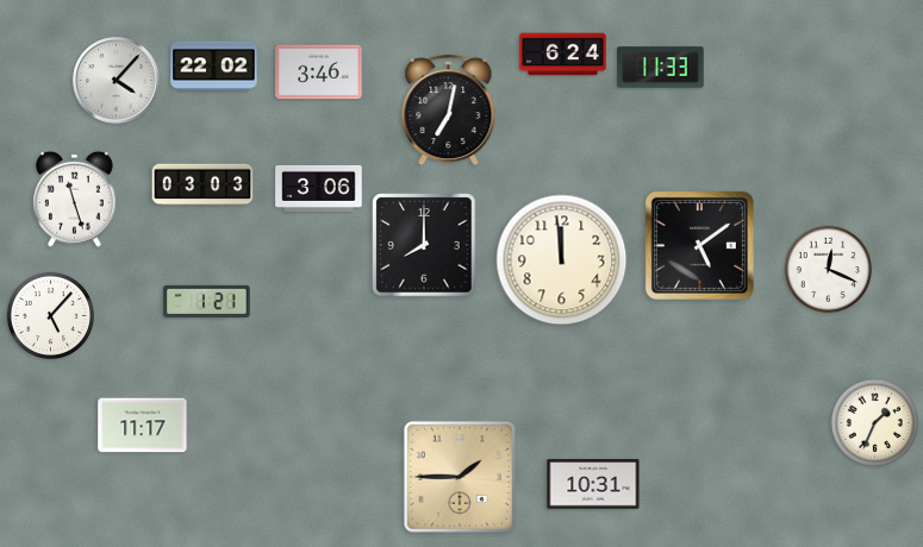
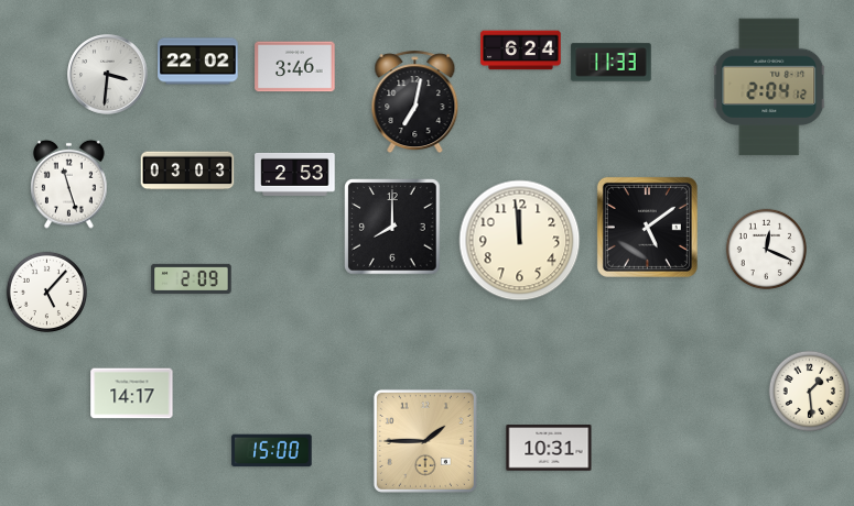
clock at (117, 81): 4:07 -> 3:31
clock at (769, 87): none -> 2:04
clock at (319, 188): 3:06 -> 2:53
clock at (207, 301): 1:21 -> 2:09
clock at (874, 422): 1:34 -> 1:29
clock at (143, 426): 11:17 -> 14:17
clock at (272, 451): none -> 15:00
